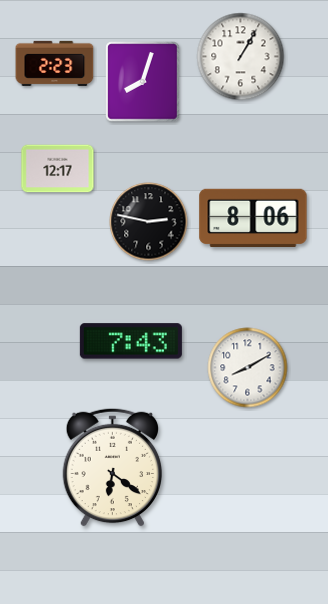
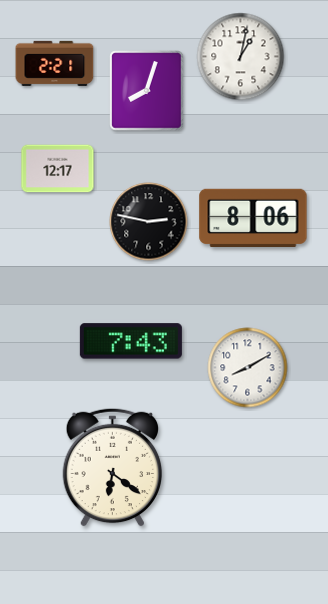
clock at (241, 57): 1:05 -> 1:02
clock at (55, 63): 2:23 -> 2:21
clock at (143, 82) position: (143, 82) -> (147, 91)
